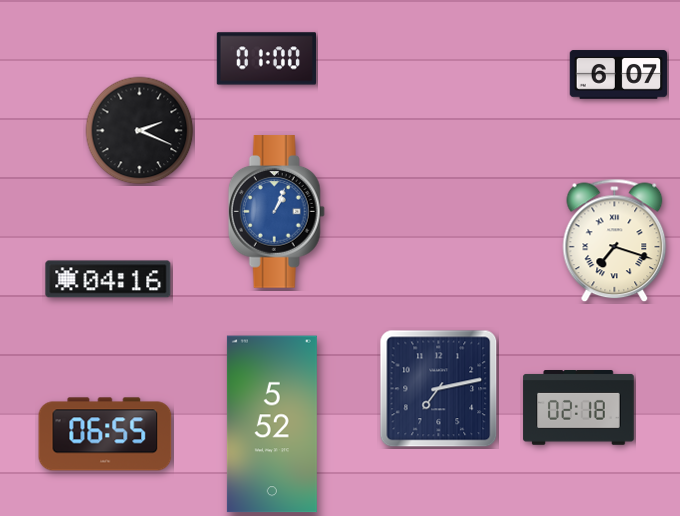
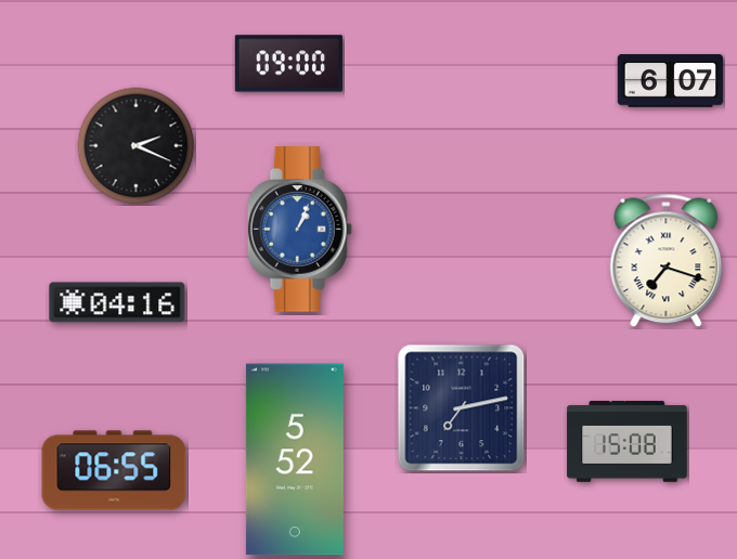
clock at (266, 59): 01:00 -> 09:00
clock at (140, 131) position: (140, 131) -> (137, 146)
clock at (439, 389) position: (439, 389) -> (462, 408)
clock at (579, 408): 02:18 -> 15:08
